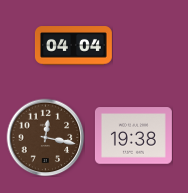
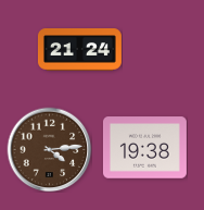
clock at (73, 46): 04:04 -> 21:24
clock at (45, 137): 12:17 -> 4:14
